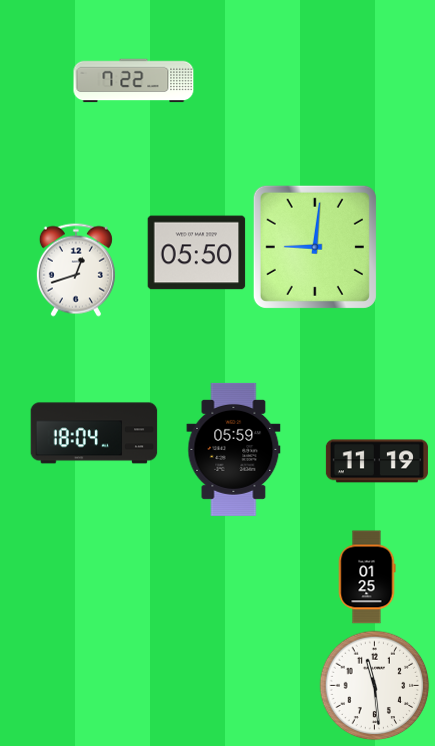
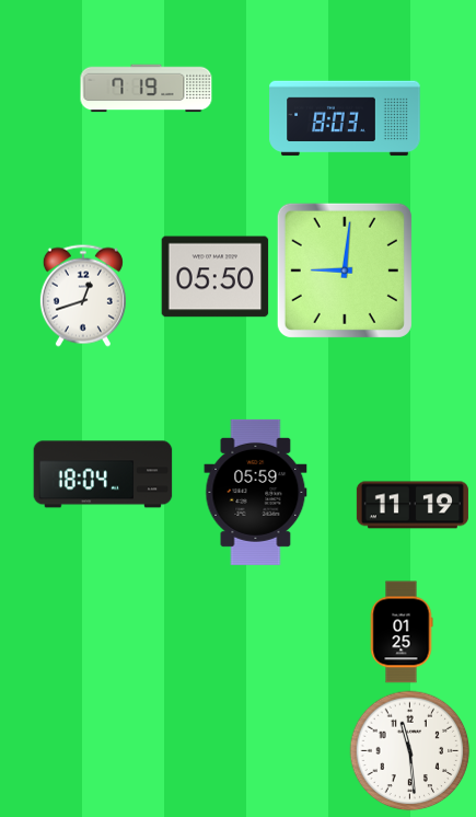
clock at (134, 81): 7:22 -> 7:19
clock at (345, 118): none -> 8:03
